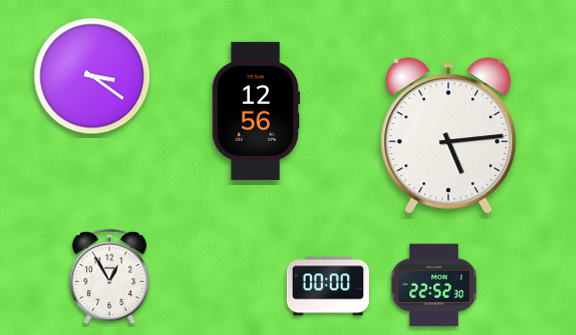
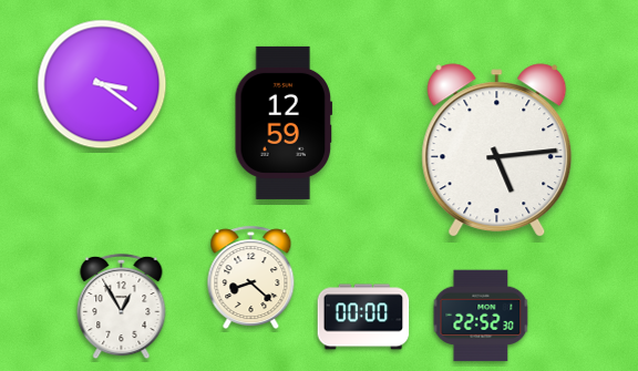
clock at (256, 111): 12:56 -> 12:59
clock at (251, 278): none -> 8:22
